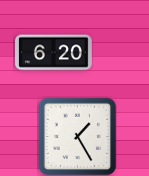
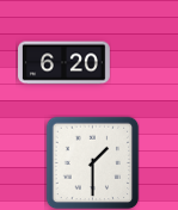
clock at (77, 136): 1:25 -> 1:30
